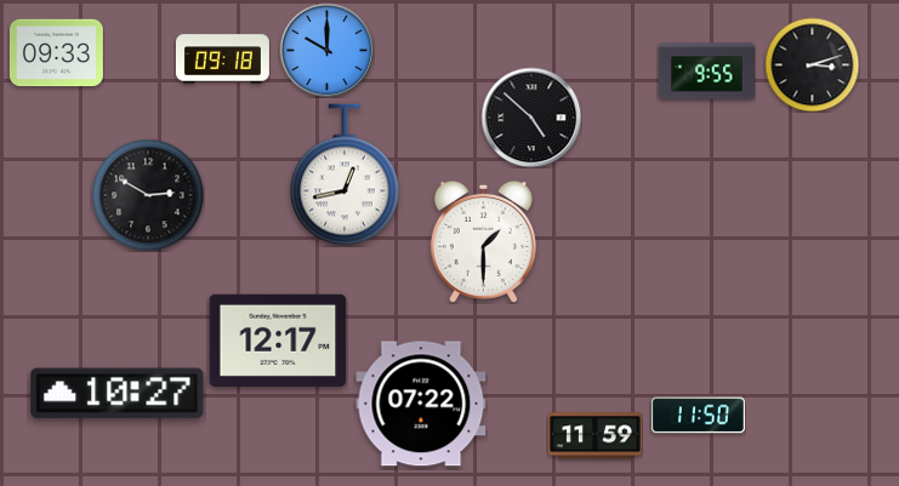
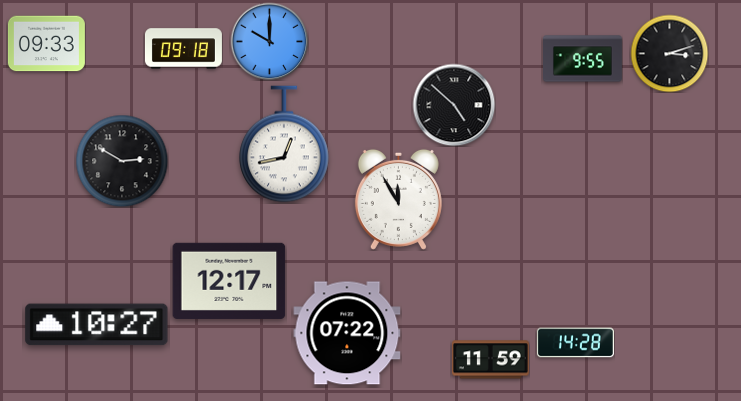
clock at (531, 118) position: (531, 118) -> (454, 105)
clock at (483, 241): 1:30 -> 11:55
clock at (698, 416): 11:50 -> 14:28
